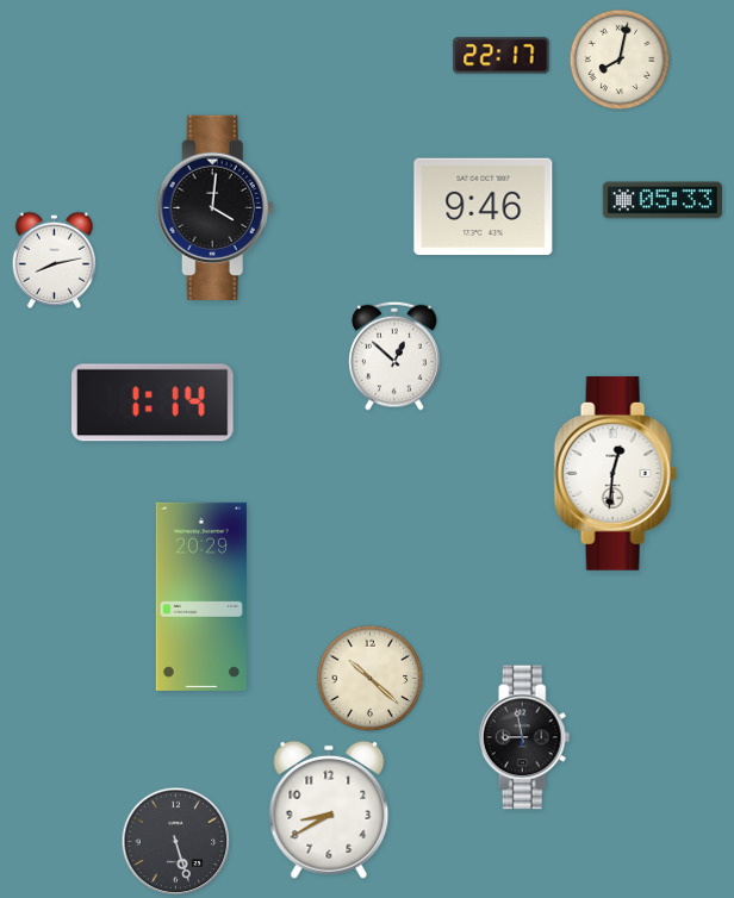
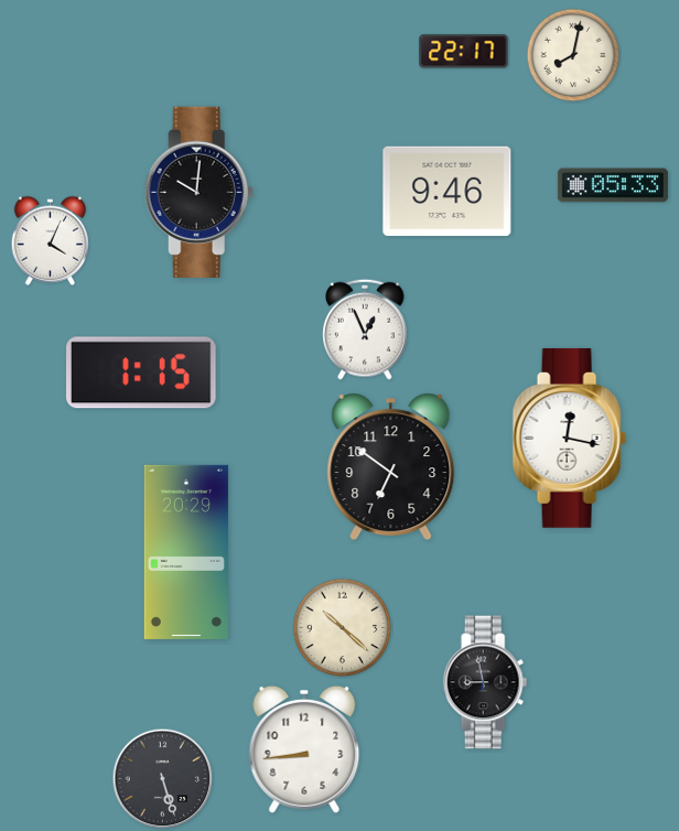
clock at (214, 207): 4:01 -> 10:01
clock at (54, 260): 8:13 -> 4:04
clock at (394, 356): 12:52 -> 12:56
clock at (154, 403): 1:14 -> 1:15
clock at (615, 473): 12:31 -> 12:17
clock at (391, 467): none -> 6:51
clock at (329, 810): 8:40 -> 8:44
